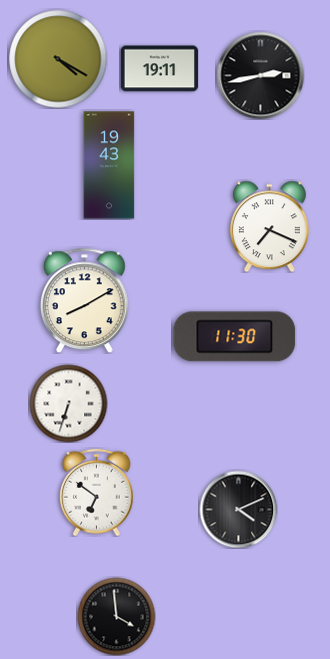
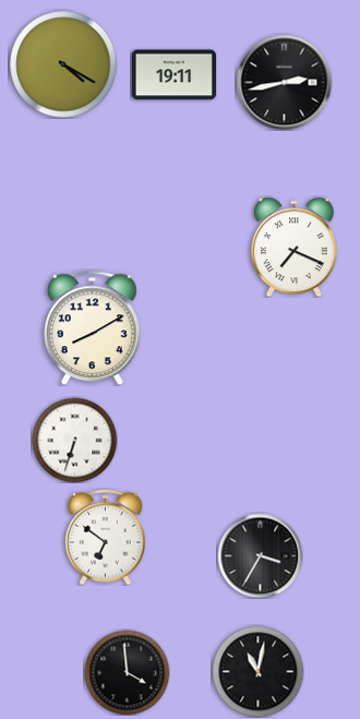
clock at (109, 165): 19:43 -> none
clock at (235, 337): 11:30 -> none
clock at (238, 509): 4:11 -> 3:35
clock at (257, 671): none -> 11:02
